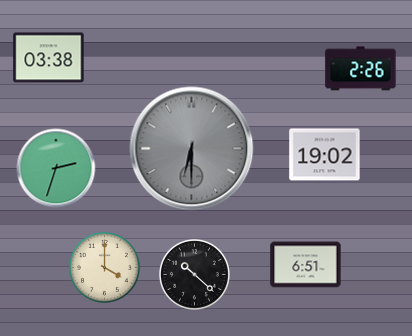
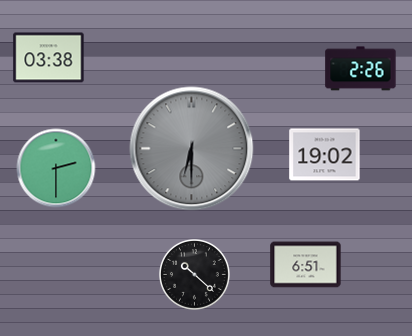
clock at (56, 168): 2:33 -> 2:30
clock at (105, 268): 4:00 -> none
